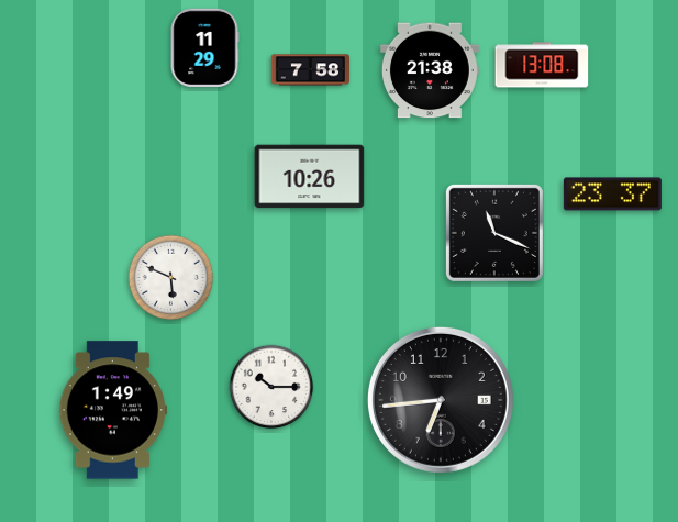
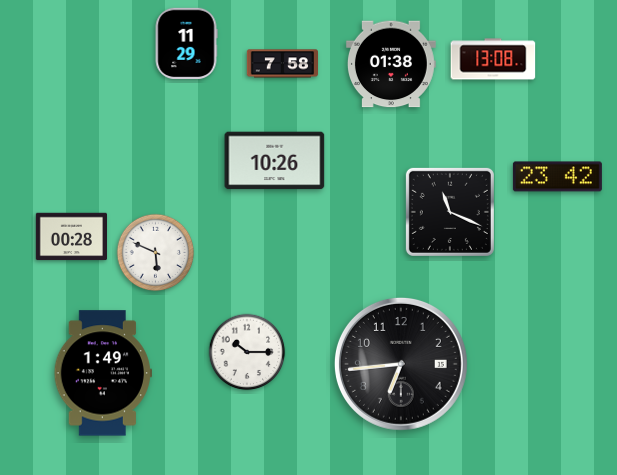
clock at (430, 70): 21:38 -> 01:38
clock at (310, 177) position: (310, 177) -> (275, 161)
clock at (612, 195): 23:37 -> 23:42
clock at (71, 237): none -> 00:28
